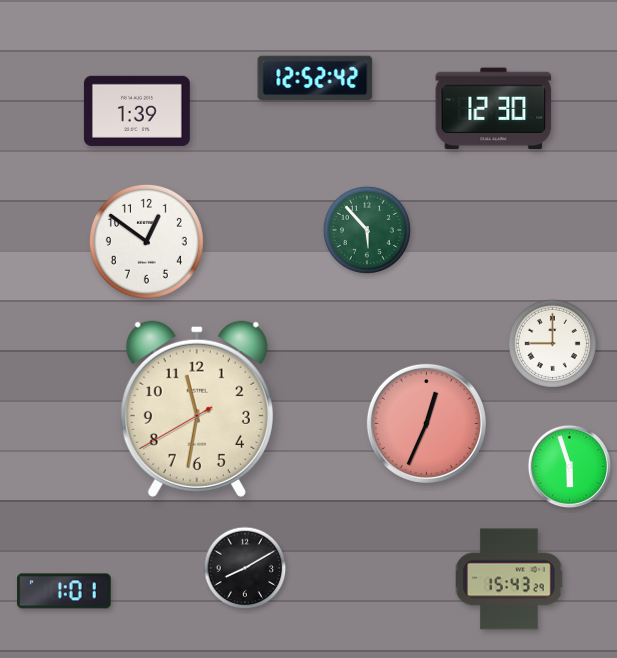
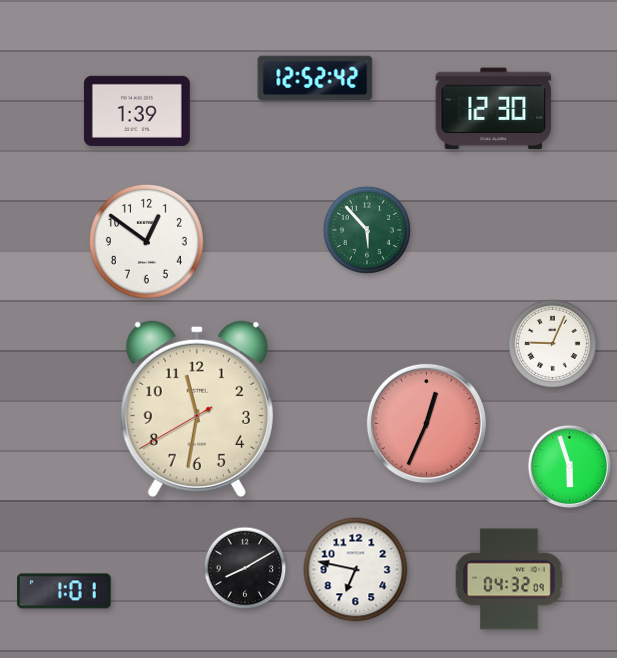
clock at (552, 343): 9:00 -> 9:04
clock at (356, 570): none -> 6:47
clock at (510, 579): 15:43 -> 04:32
